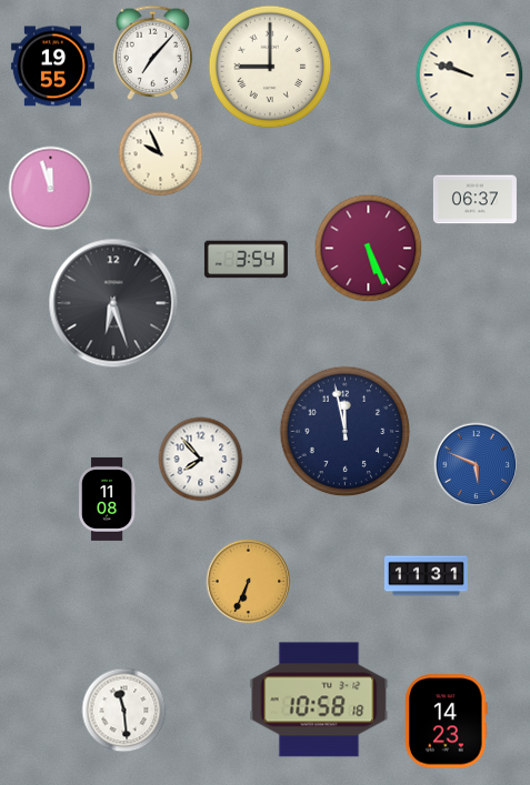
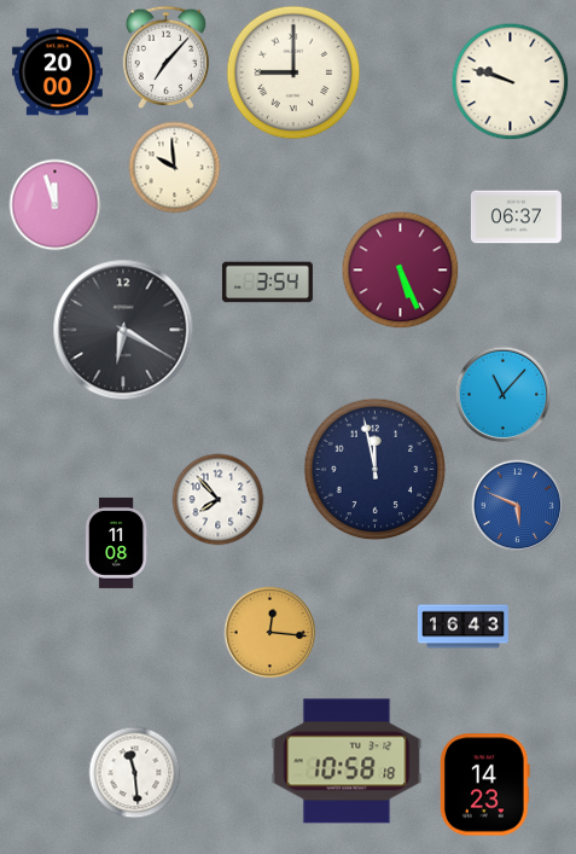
clock at (52, 67): 19:55 -> 20:00
clock at (161, 154): 9:56 -> 9:59
clock at (113, 303): 6:27 -> 6:20
clock at (504, 395): none -> 11:07
clock at (426, 576): 11:31 -> 16:43
clock at (249, 582): 6:34 -> 12:16
